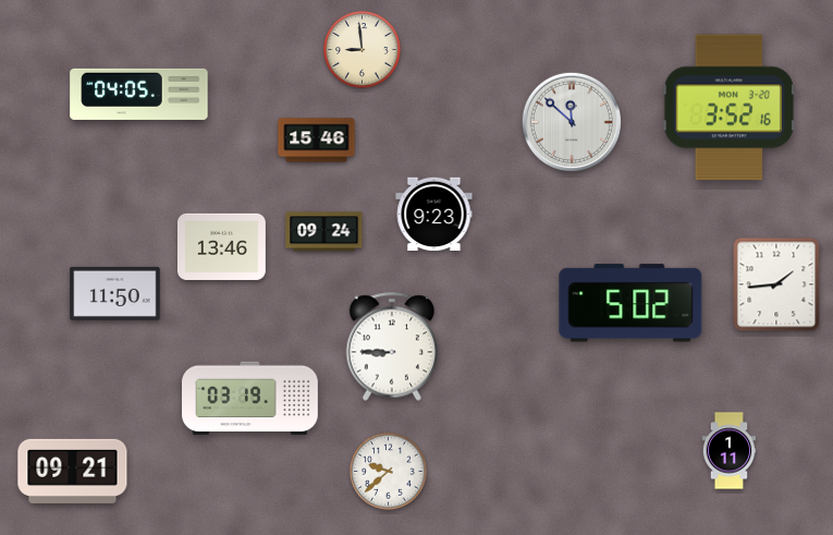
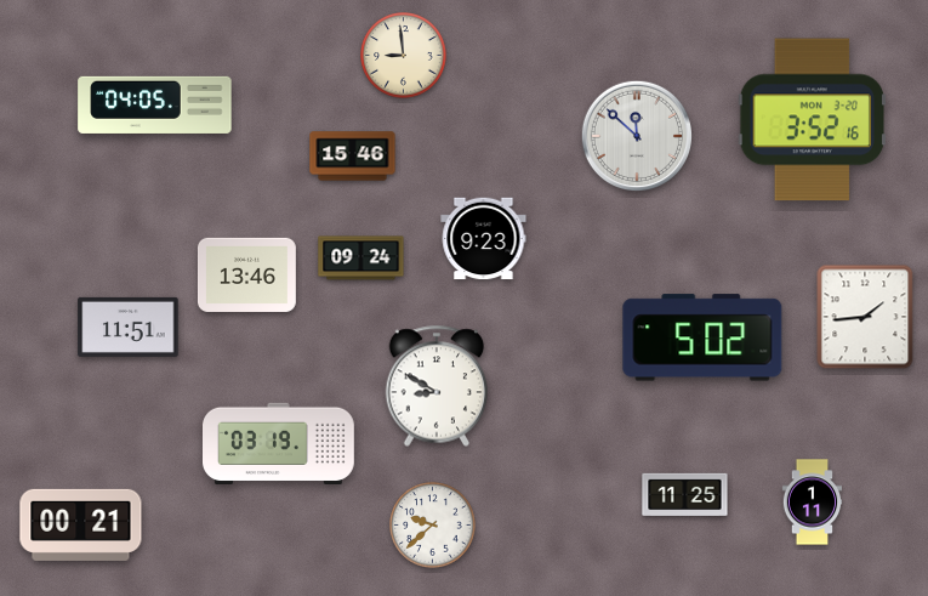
clock at (115, 293): 11:50 -> 11:51
clock at (392, 346): 8:45 -> 8:50
clock at (685, 494): none -> 11:25
clock at (73, 471): 09:21 -> 00:21
